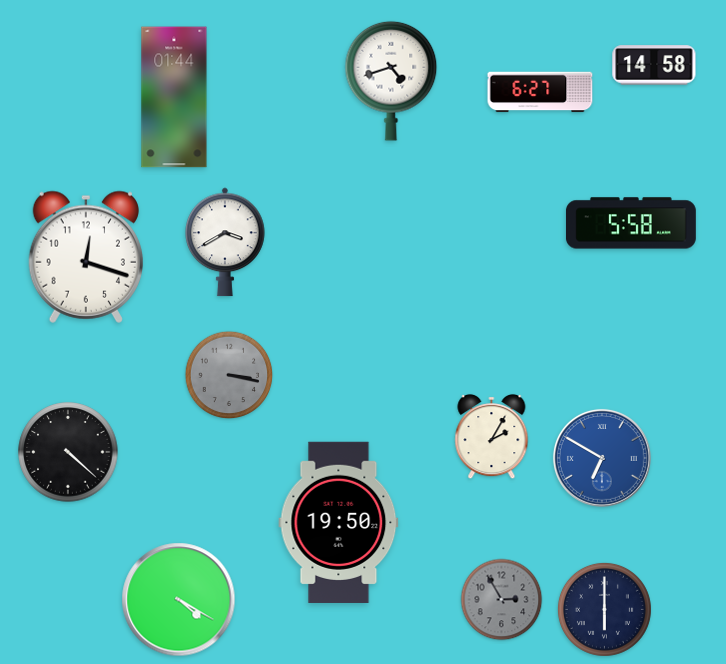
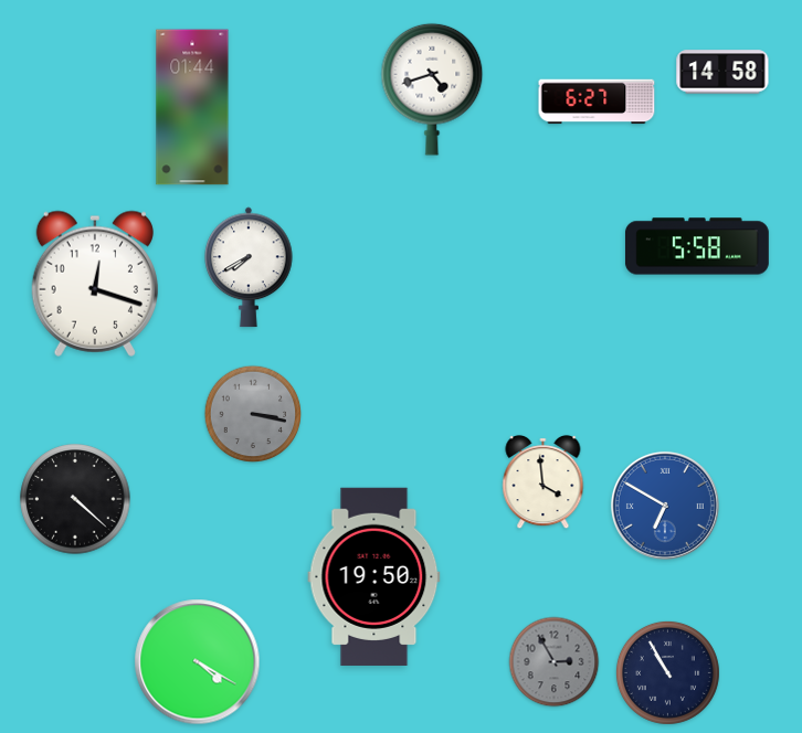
clock at (225, 242): 3:40 -> 7:40
clock at (492, 437): 2:05 -> 3:59
clock at (604, 609): 6:00 -> 10:55
